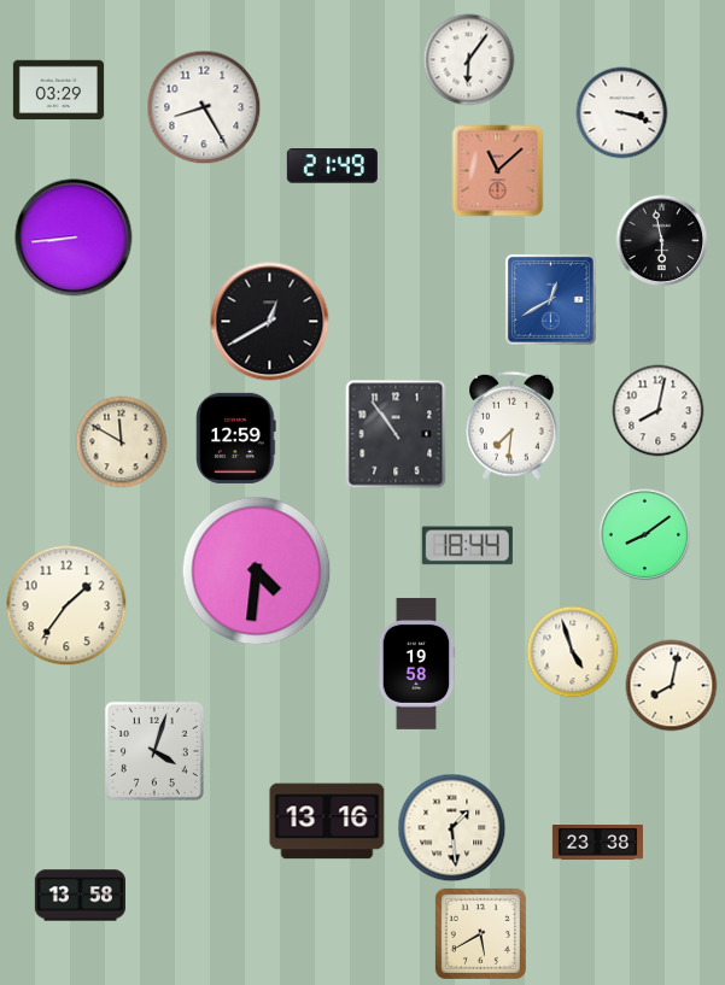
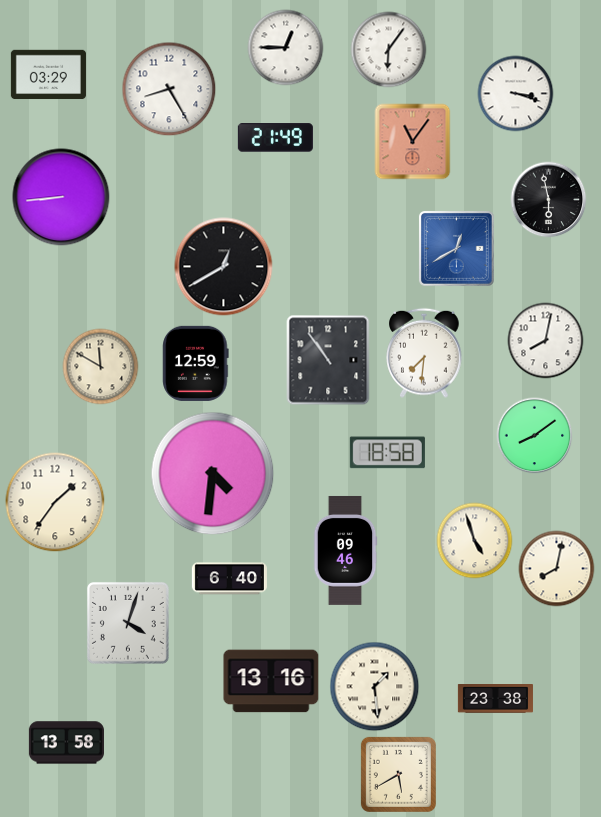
clock at (286, 48): none -> 12:45
clock at (498, 171): 11:08 -> 11:06
clock at (645, 535) position: (645, 535) -> (535, 436)
clock at (467, 546): 18:44 -> 18:58
clock at (416, 663): 19:58 -> 09:46
clock at (229, 579): none -> 6:40
